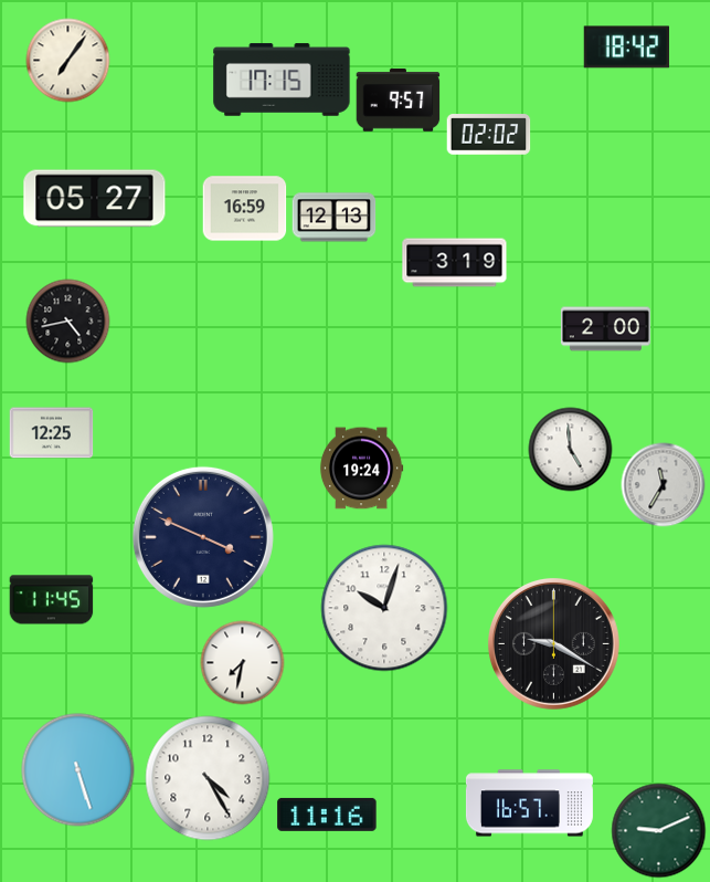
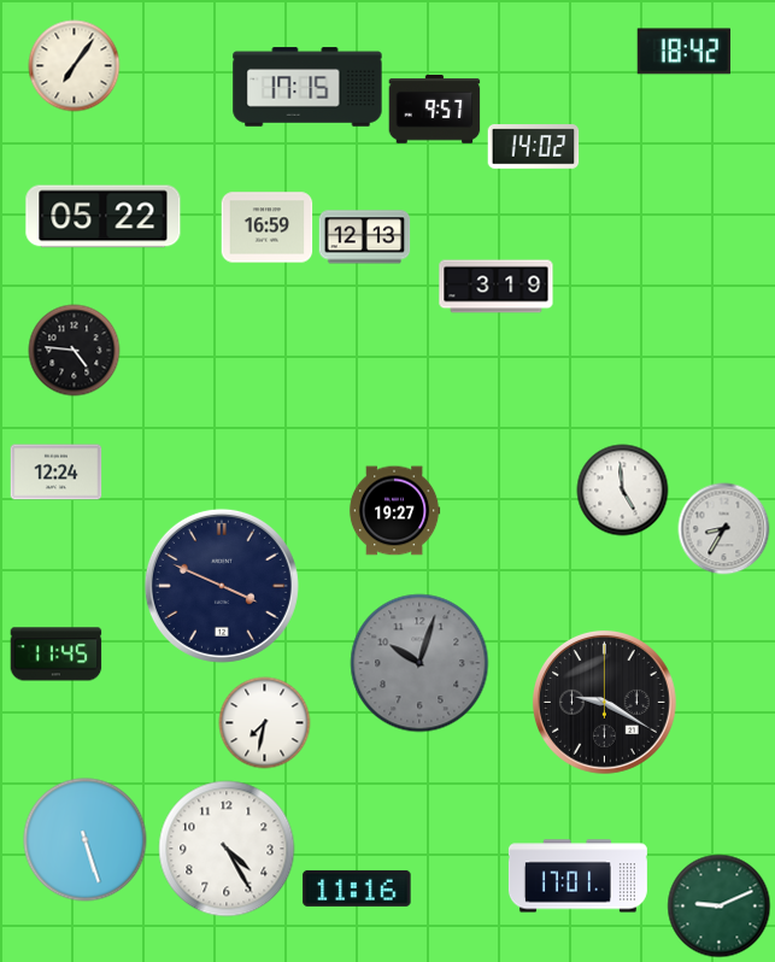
clock at (489, 135): 02:02 -> 14:02
clock at (95, 199): 05:27 -> 05:22
clock at (68, 322): 4:43 -> 4:46
clock at (605, 329): 2:00 -> none
clock at (52, 433): 12:25 -> 12:24
clock at (361, 469): 19:24 -> 19:27
clock at (664, 485): 11:35 -> 8:35
clock at (384, 608) dial: white -> grey
clock at (529, 804): 16:57 -> 17:01
